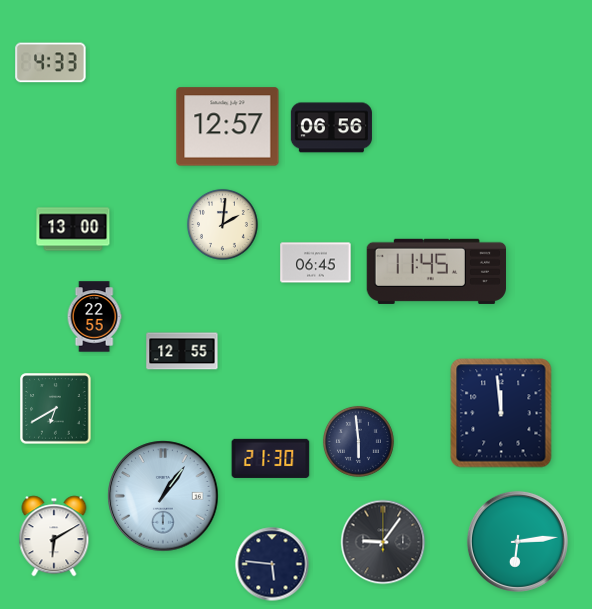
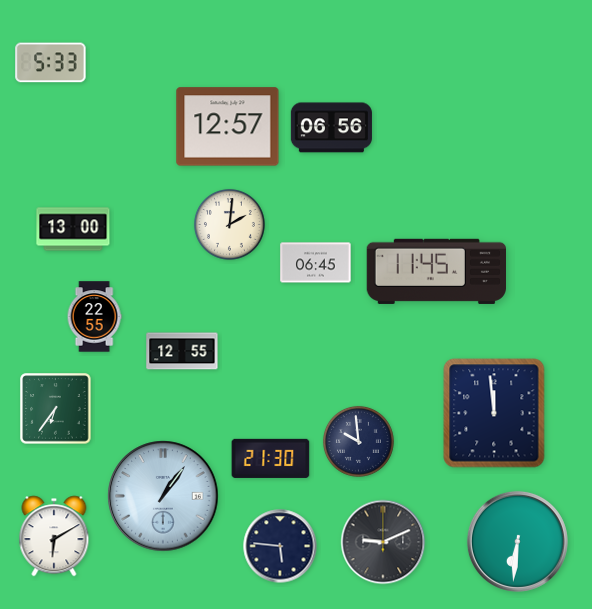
clock at (51, 63): 4:33 -> 5:33
clock at (222, 224) position: (222, 224) -> (229, 224)
clock at (56, 409): 6:40 -> 6:36
clock at (501, 413) position: (501, 413) -> (494, 413)
clock at (358, 441): 5:59 -> 9:59
clock at (517, 541): 6:14 -> 6:31
clock at (383, 542): 9:06 -> 9:11
clock at (272, 564) position: (272, 564) -> (280, 546)
